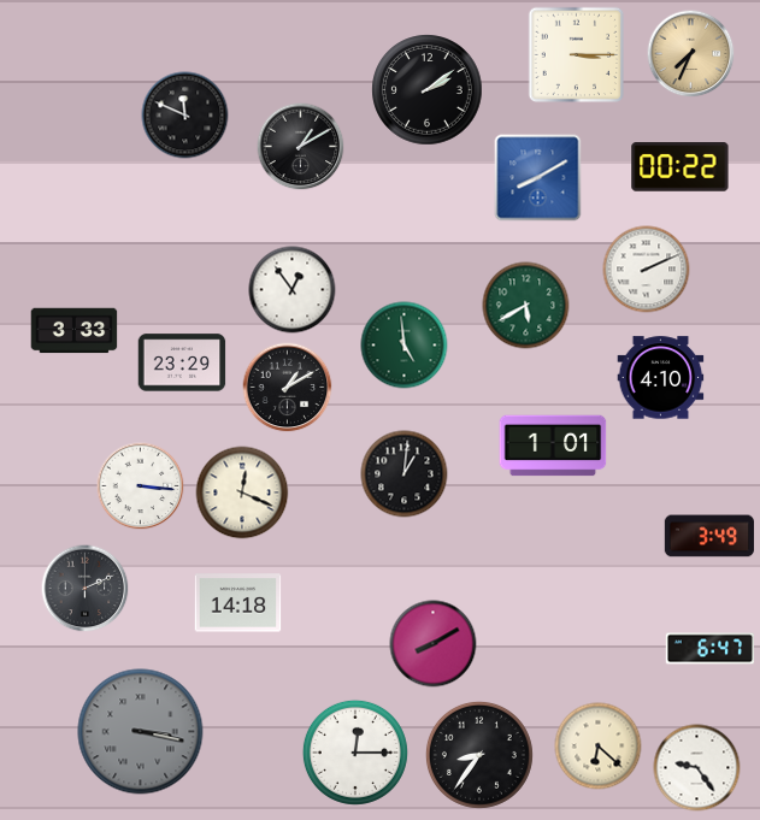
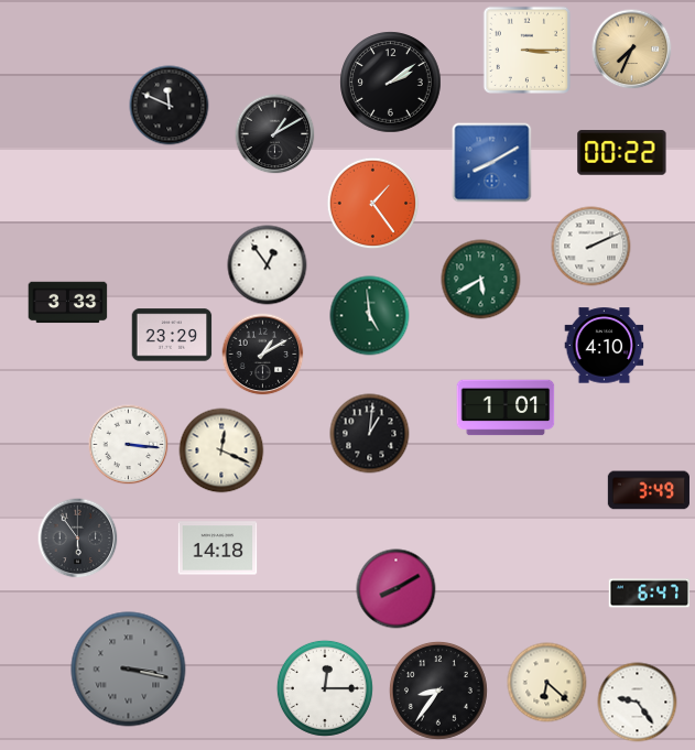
clock at (373, 204): none -> 1:24
clock at (182, 362) position: (182, 362) -> (172, 335)
clock at (86, 589): 2:11 -> 5:54
clock at (238, 603) position: (238, 603) -> (218, 548)
